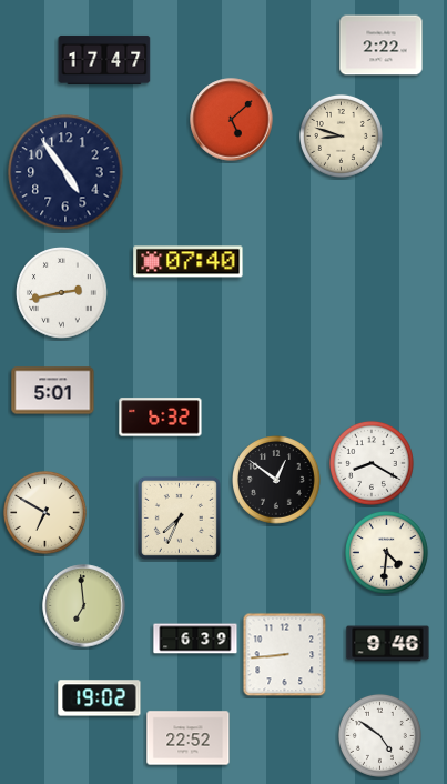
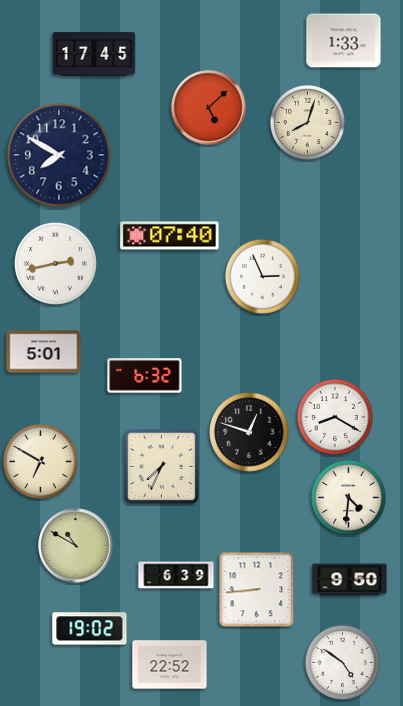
clock at (382, 46): 2:22 -> 1:33
clock at (104, 60): 17:47 -> 17:45
clock at (341, 135): 8:48 -> 8:03
clock at (65, 172): 4:54 -> 7:50
clock at (262, 276): none -> 2:56
clock at (53, 391) position: (53, 391) -> (44, 352)
clock at (277, 481): 12:51 -> 12:48
clock at (84, 606): 6:59 -> 10:50
clock at (388, 644): 9:46 -> 9:50
